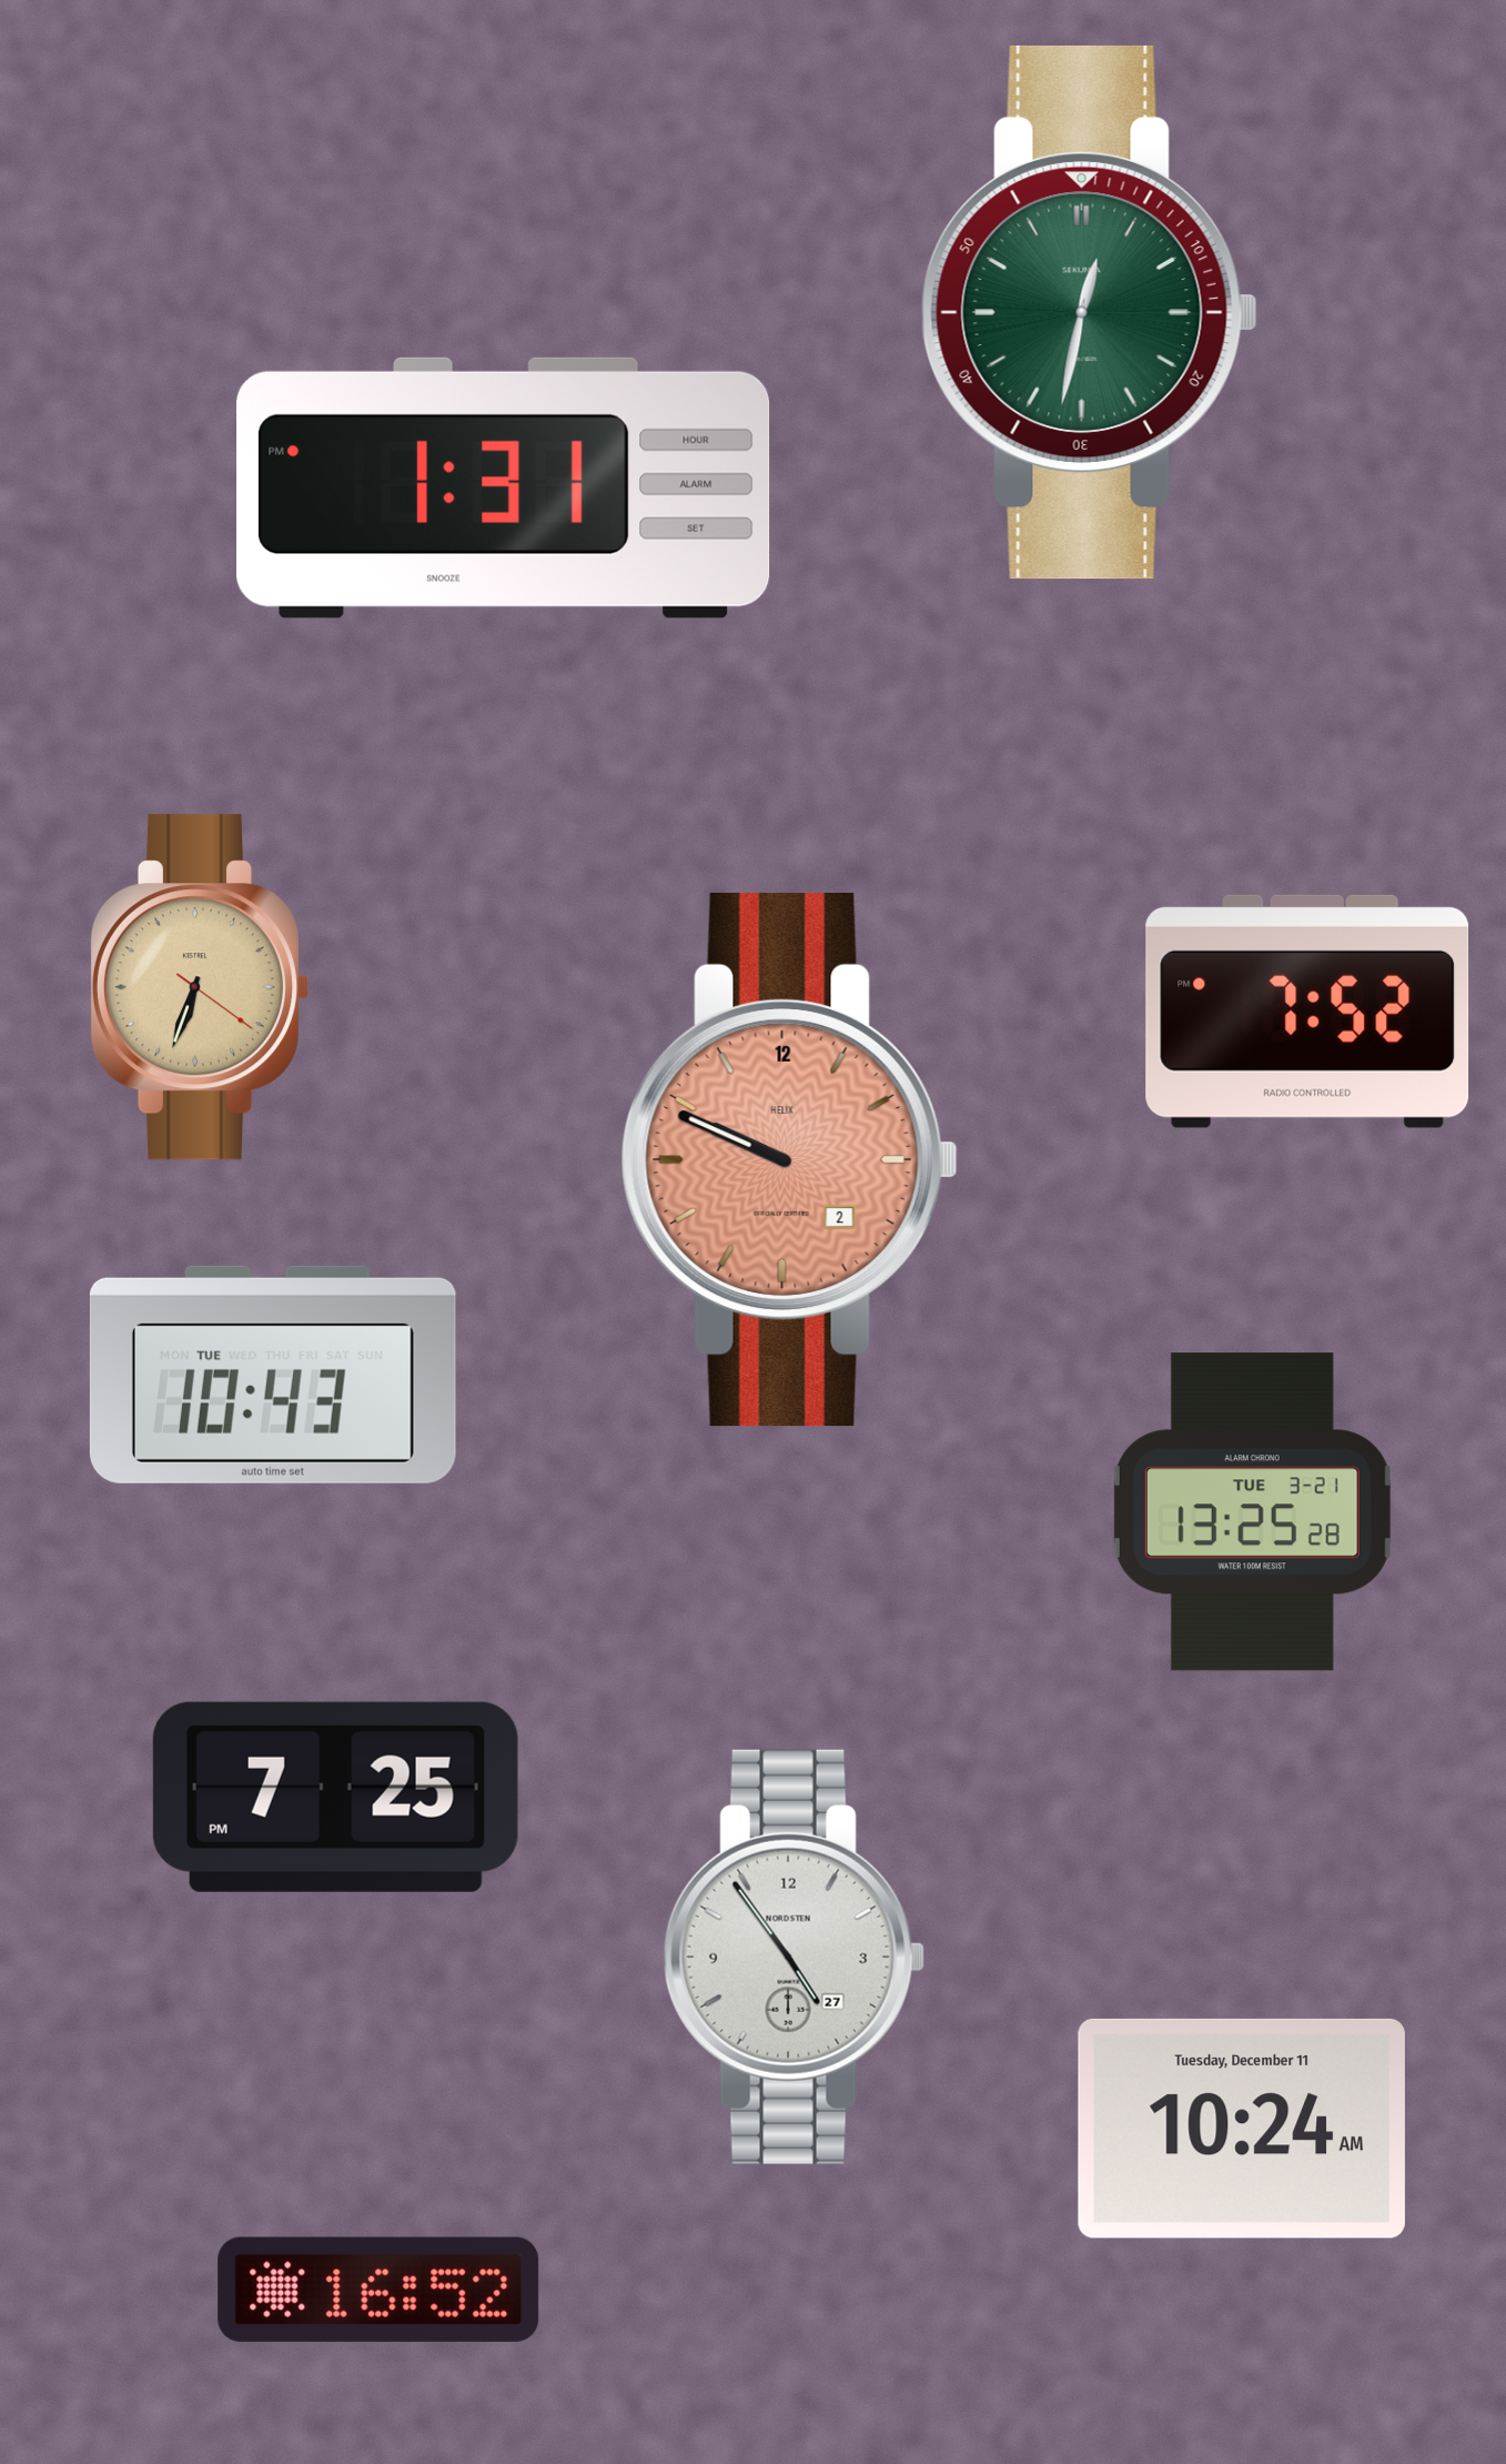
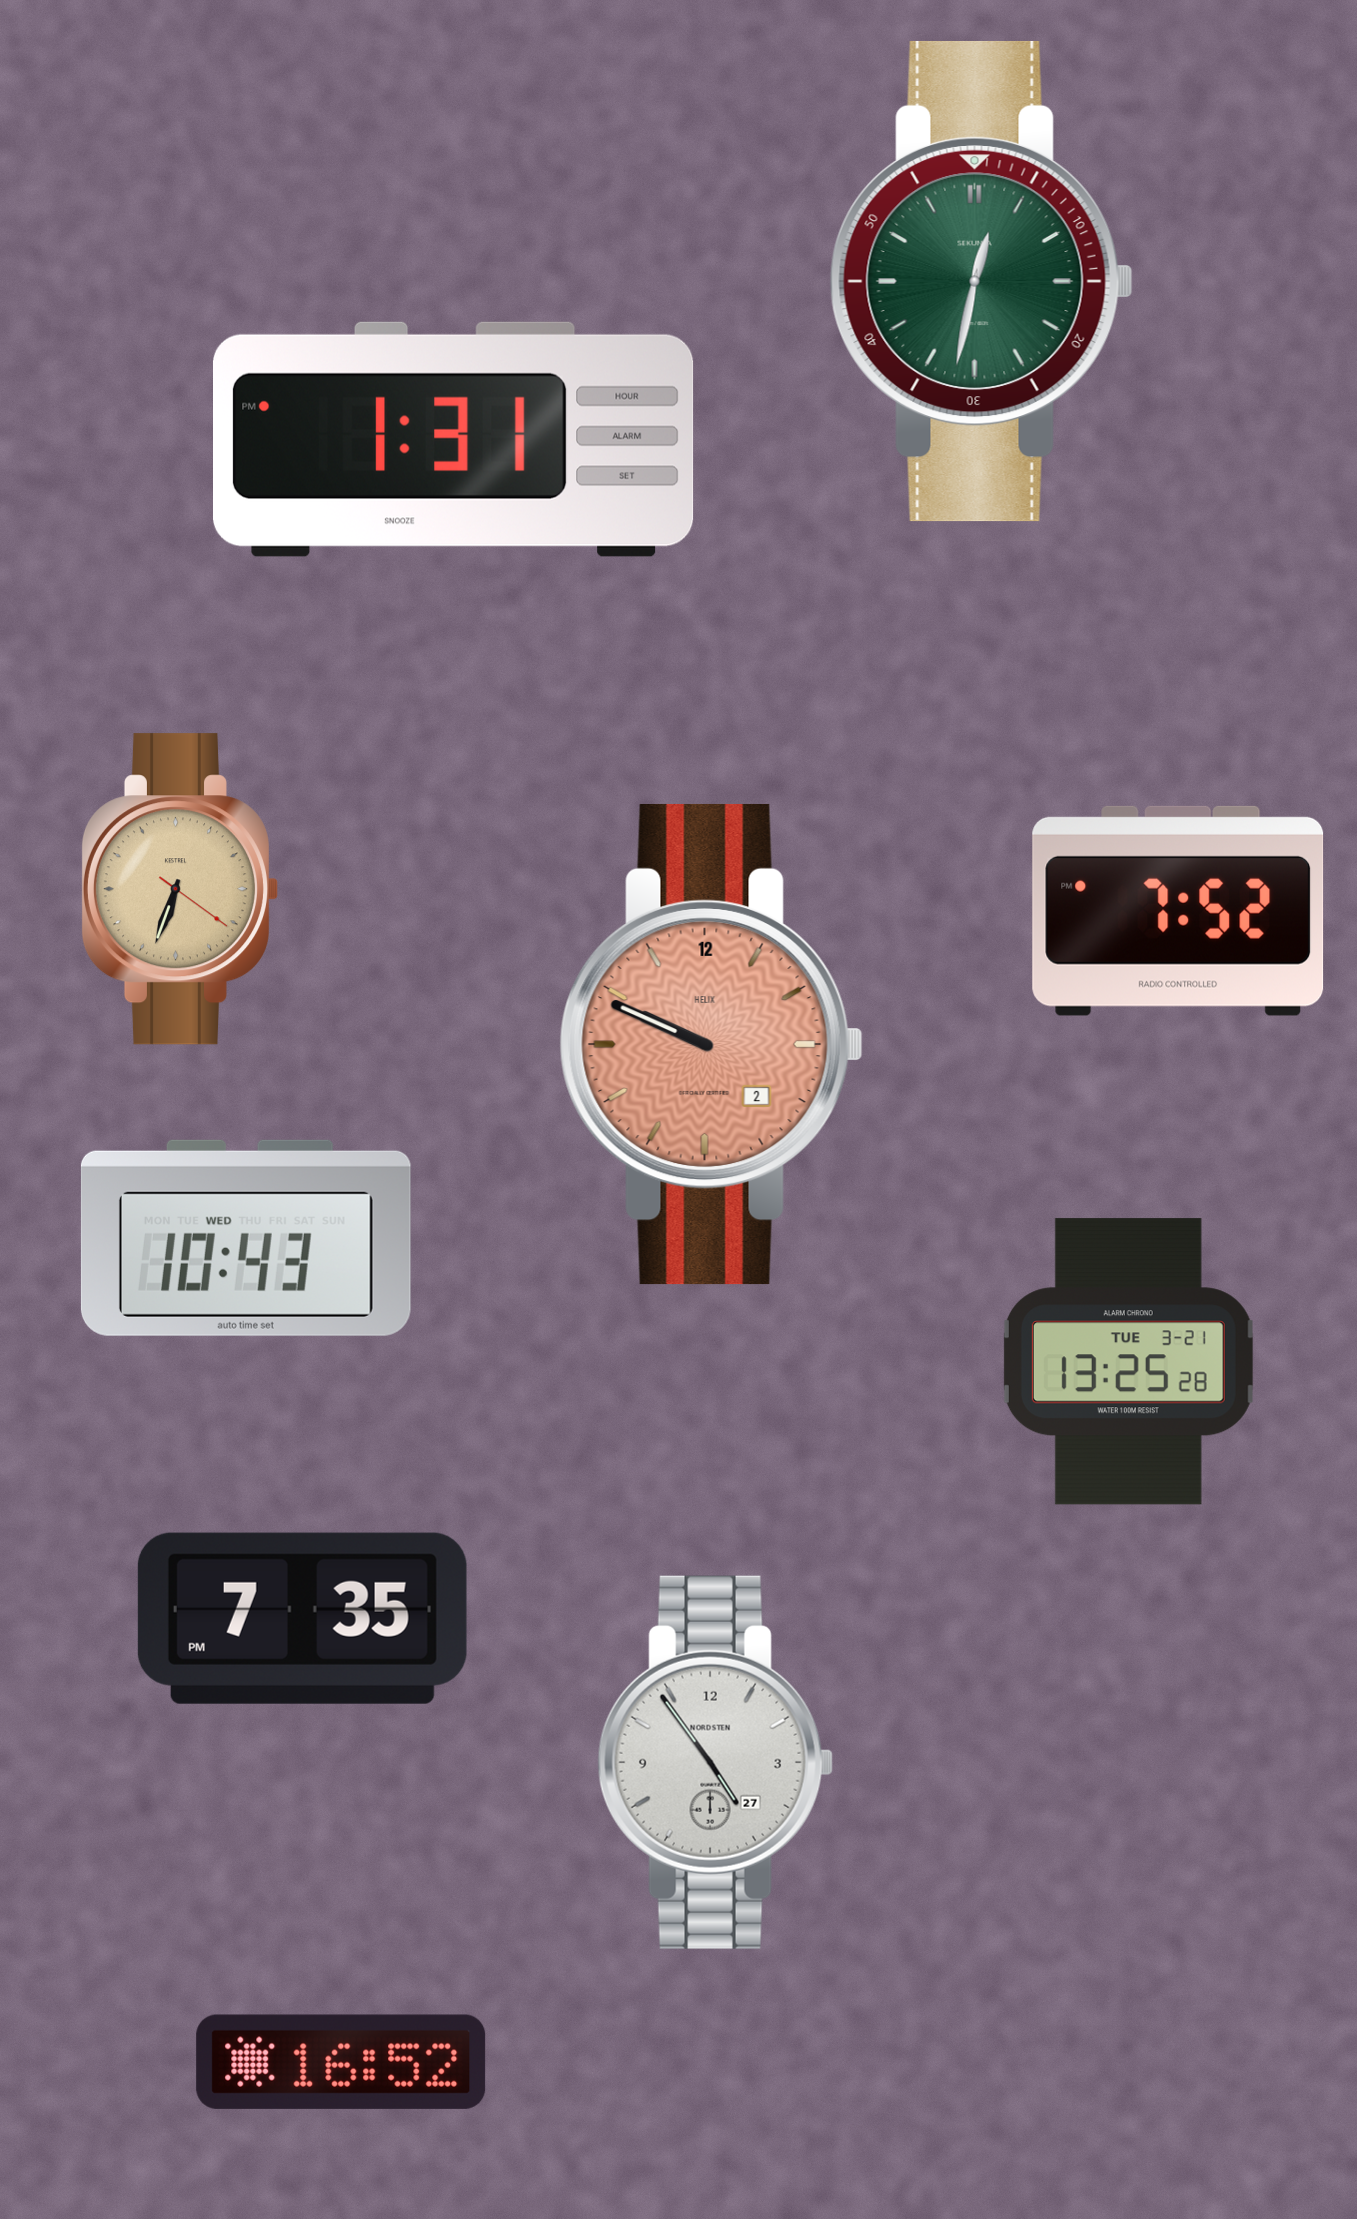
clock at (273, 1375) date: TUE -> WED
clock at (335, 1797): 7:25 -> 7:35
clock at (1242, 2129): 10:24 -> none
